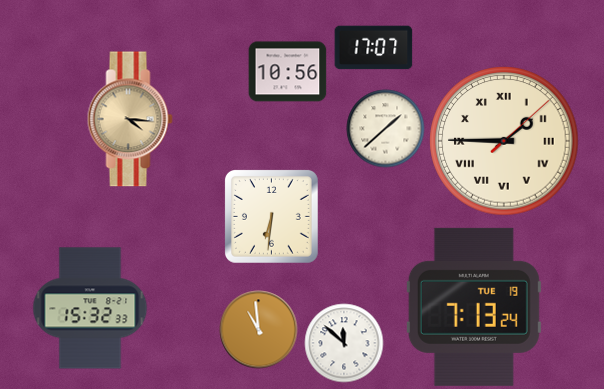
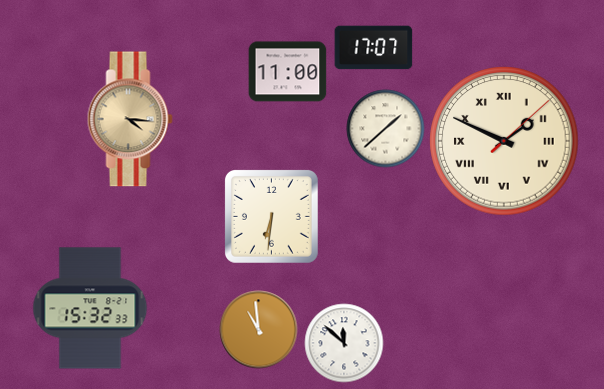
clock at (287, 72): 10:56 -> 11:00
clock at (504, 141): 1:45 -> 1:49
clock at (474, 307): 7:13 -> none
